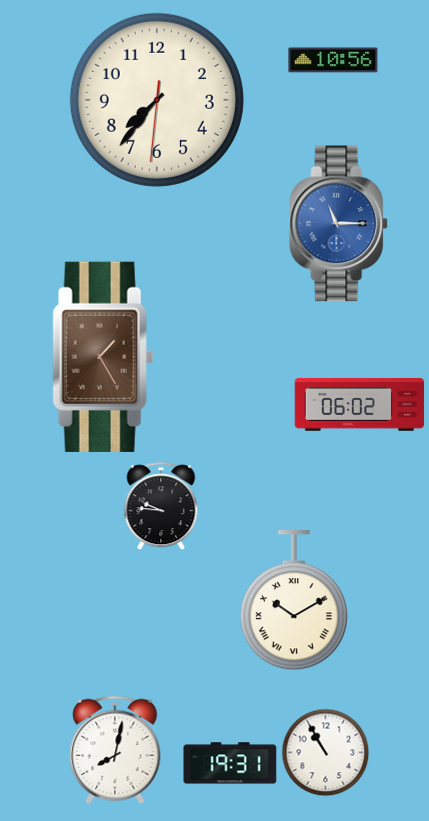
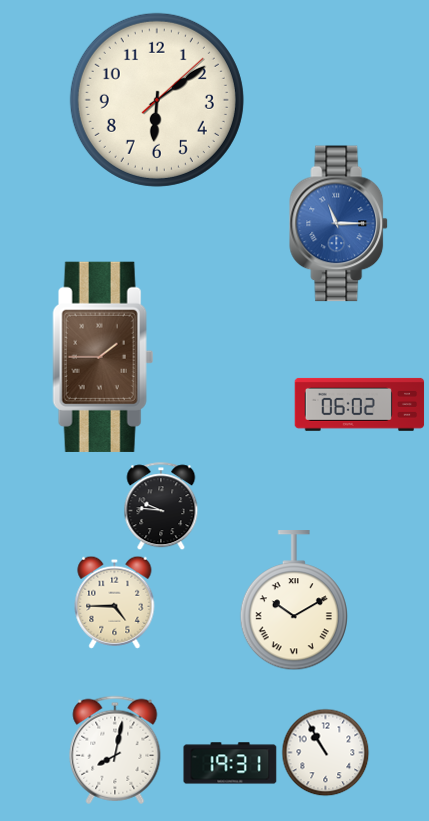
clock at (333, 60): 10:56 -> none
clock at (157, 100): 7:36 -> 6:09
clock at (103, 357): 1:25 -> 1:45
clock at (115, 602): none -> 4:45
